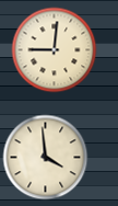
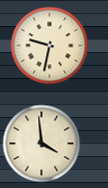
clock at (54, 49): 9:01 -> 9:32
